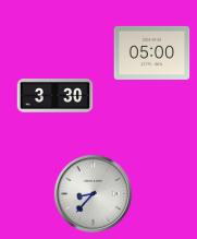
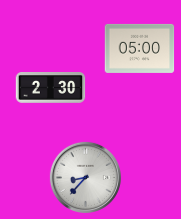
clock at (56, 96): 3:30 -> 2:30
